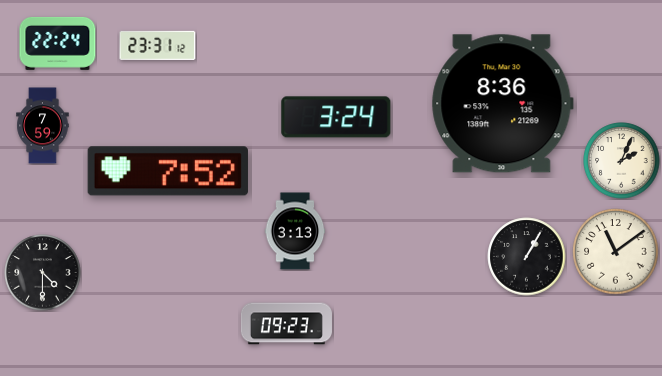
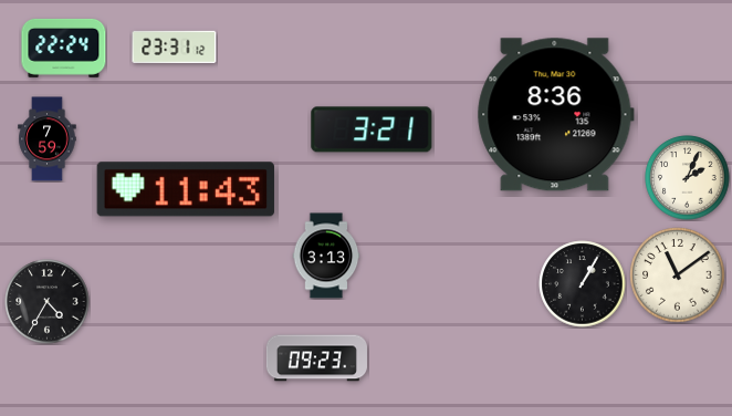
clock at (158, 45) position: (158, 45) -> (175, 46)
clock at (336, 117): 3:24 -> 3:21
clock at (168, 171): 7:52 -> 11:43
clock at (616, 252) position: (616, 252) -> (678, 275)
clock at (43, 273): 4:30 -> 4:35
